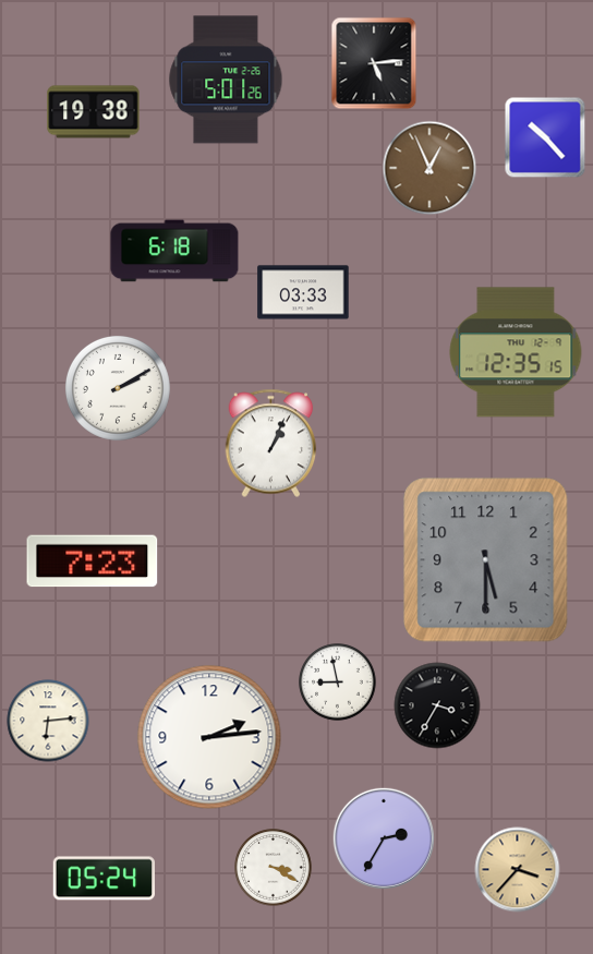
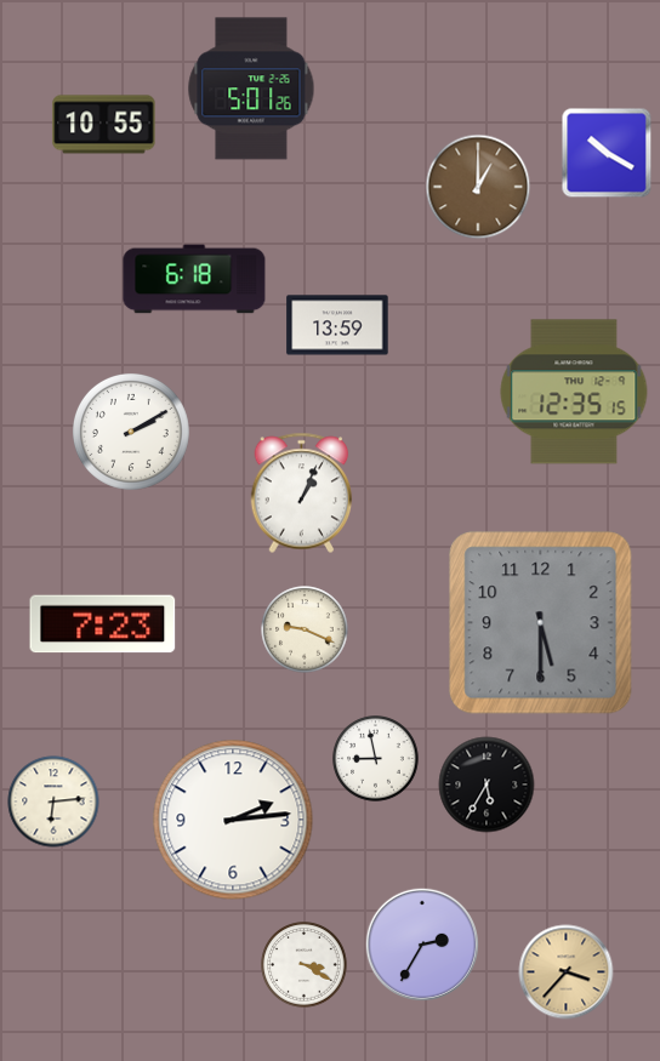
clock at (374, 63): 5:14 -> none
clock at (94, 112): 19:38 -> 10:55
clock at (545, 137): 10:23 -> 10:20
clock at (429, 168): 12:56 -> 1:00
clock at (303, 292): 03:33 -> 13:59
clock at (305, 629): none -> 9:19
clock at (437, 705): 3:35 -> 5:35
clock at (383, 837) position: (383, 837) -> (421, 943)
clock at (518, 870) position: (518, 870) -> (567, 972)
clock at (104, 879): 05:24 -> none
